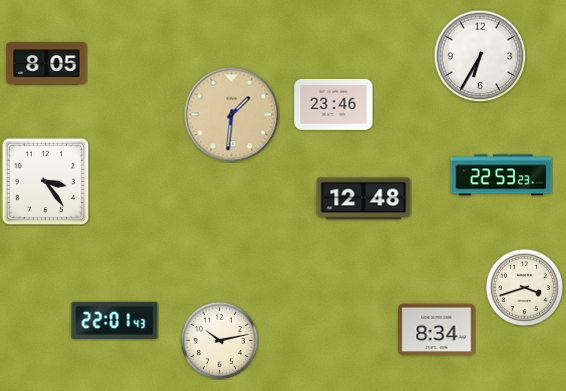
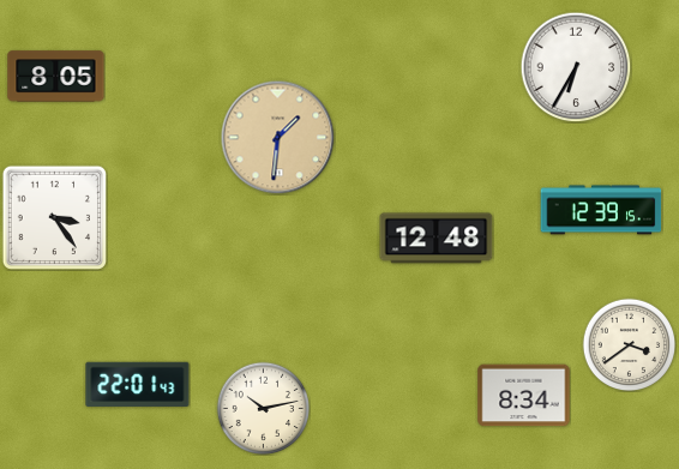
clock at (334, 104): 23:46 -> none
clock at (501, 175): 22:53 -> 12:39
clock at (524, 287): 3:42 -> 3:39
